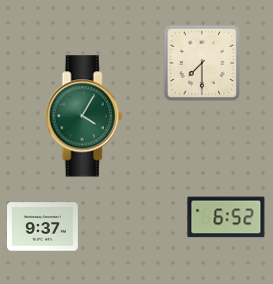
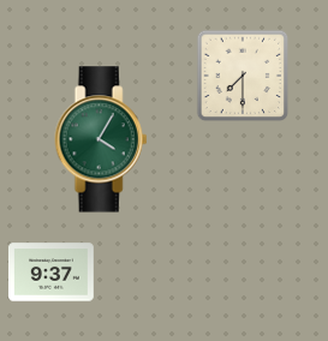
clock at (226, 217): 6:52 -> none
